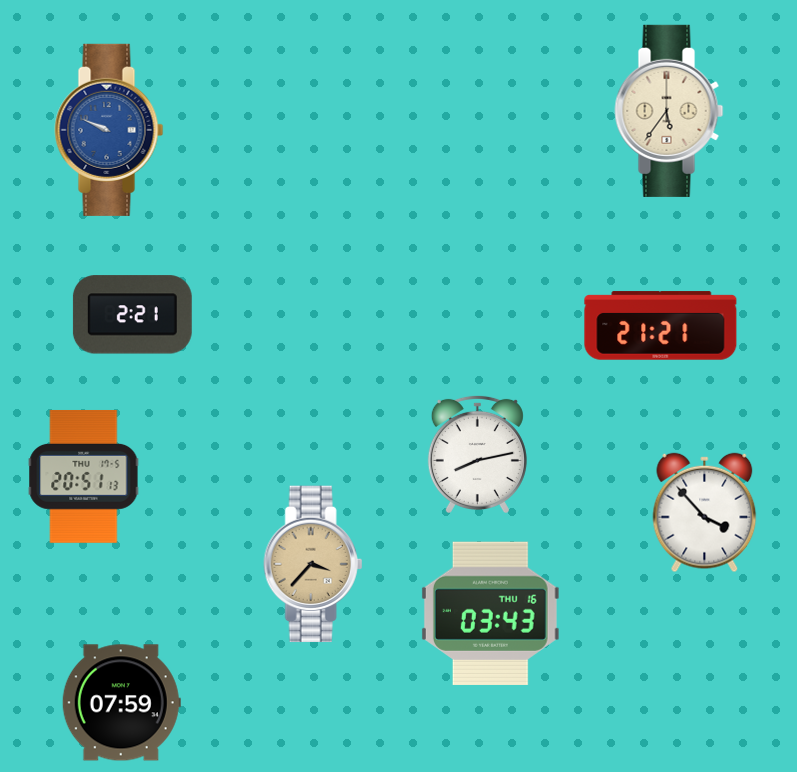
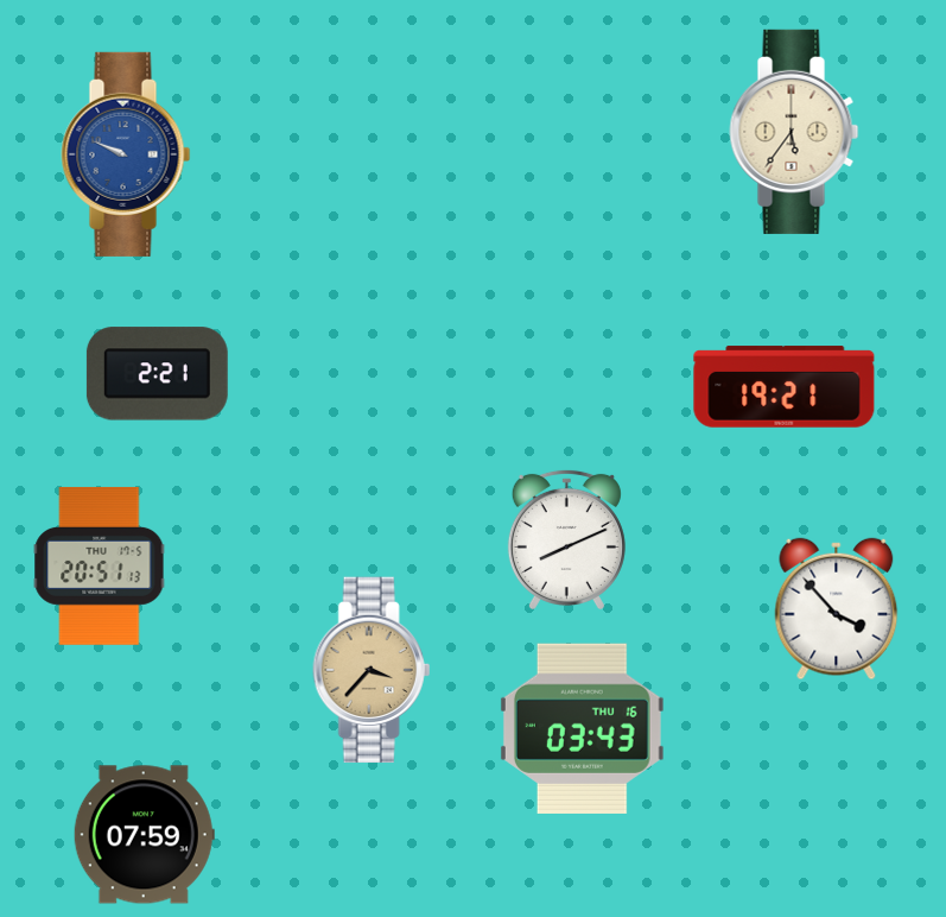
clock at (109, 130) position: (109, 130) -> (126, 154)
clock at (661, 326): 21:21 -> 19:21
clock at (477, 453): 8:13 -> 8:11
